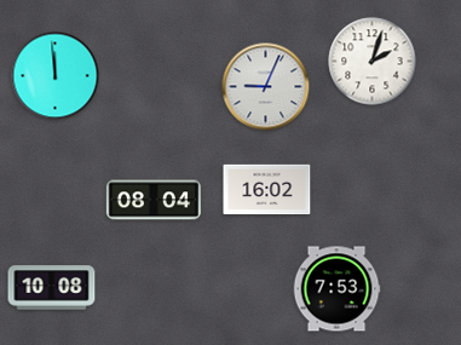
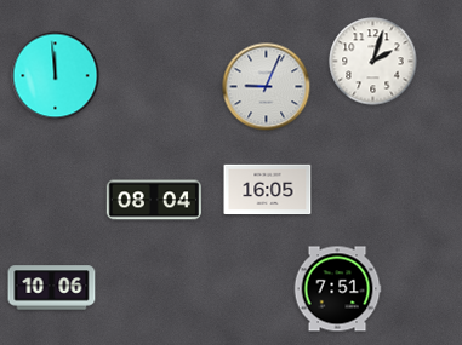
clock at (267, 190): 16:02 -> 16:05
clock at (52, 288): 10:08 -> 10:06
clock at (336, 289): 7:53 -> 7:51
